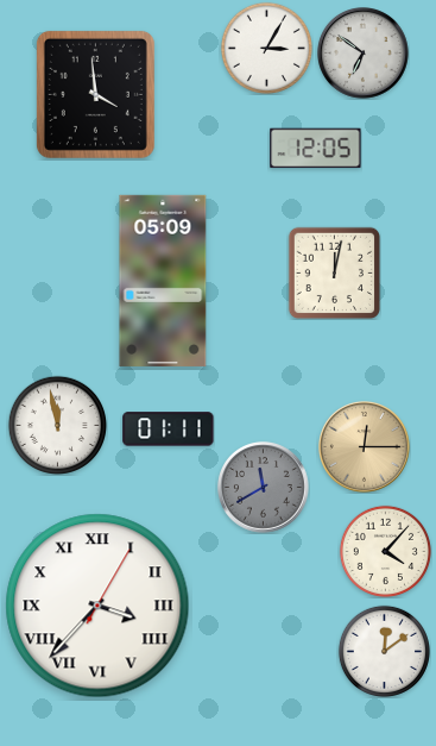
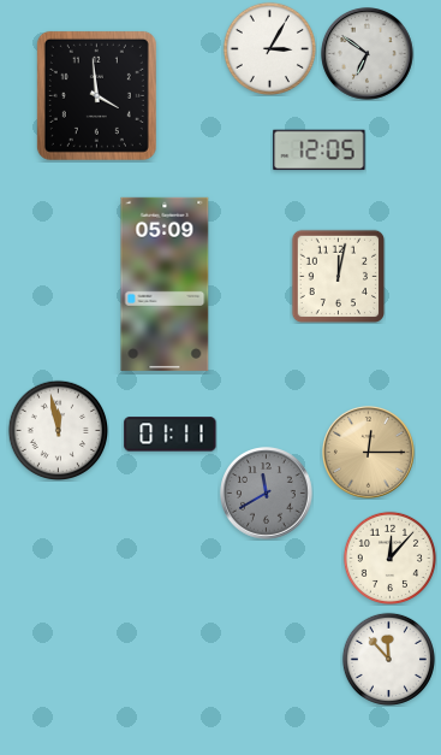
clock at (385, 551): 4:07 -> 12:07
clock at (97, 606): 3:37 -> none
clock at (384, 651): 12:09 -> 11:53
